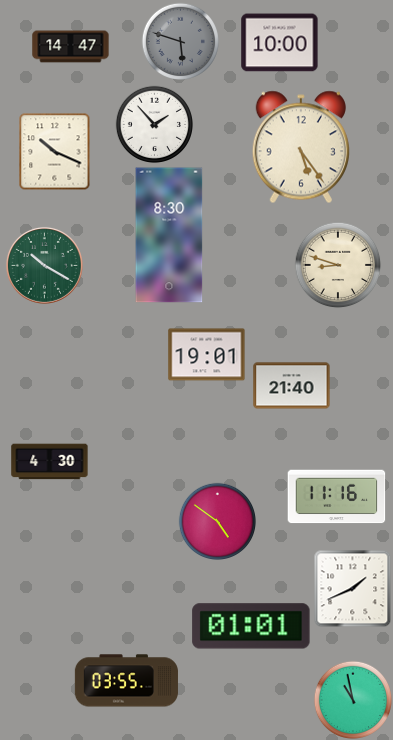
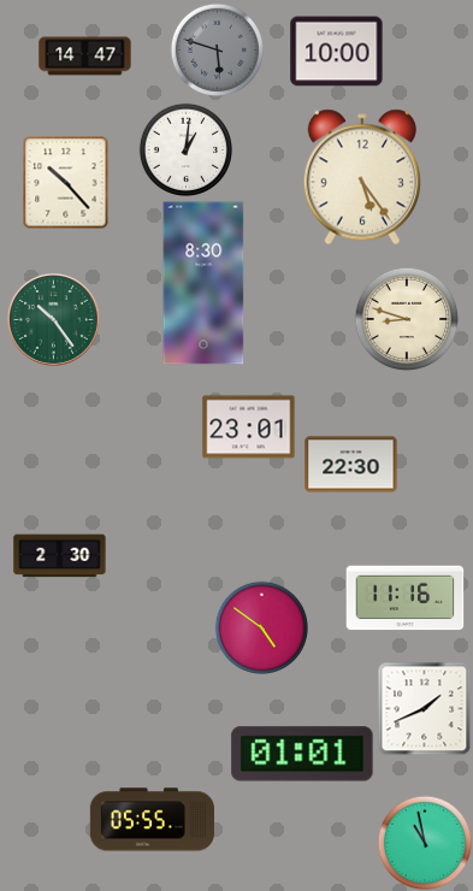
clock at (154, 124): 1:53 -> 1:01
clock at (55, 151): 10:19 -> 10:23
clock at (44, 265): 10:20 -> 10:24
clock at (207, 355): 19:01 -> 23:01
clock at (292, 386): 21:40 -> 22:30
clock at (50, 462): 4:30 -> 2:30
clock at (126, 681): 03:55 -> 05:55
